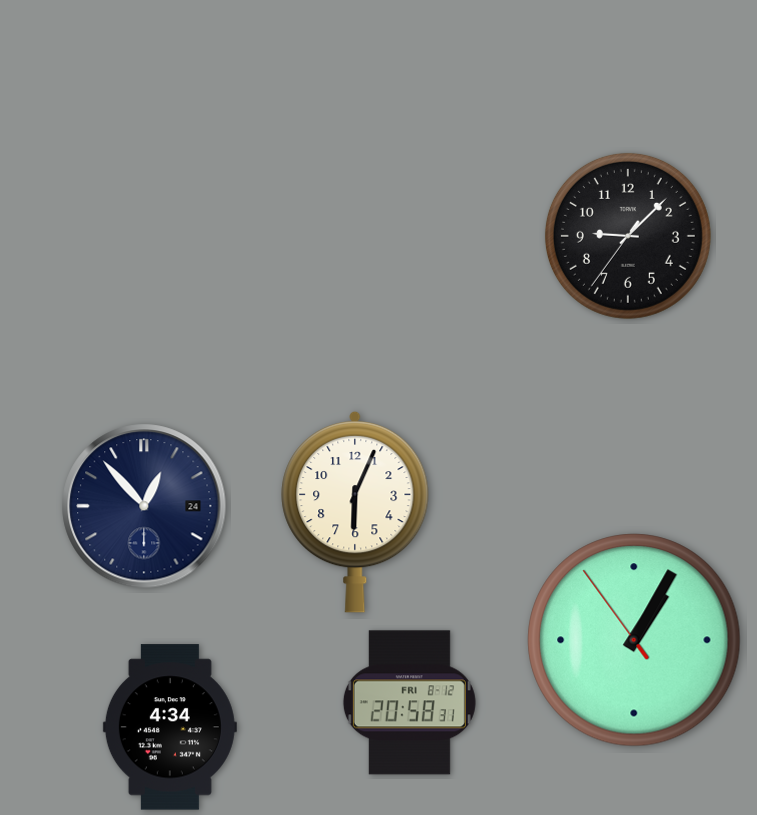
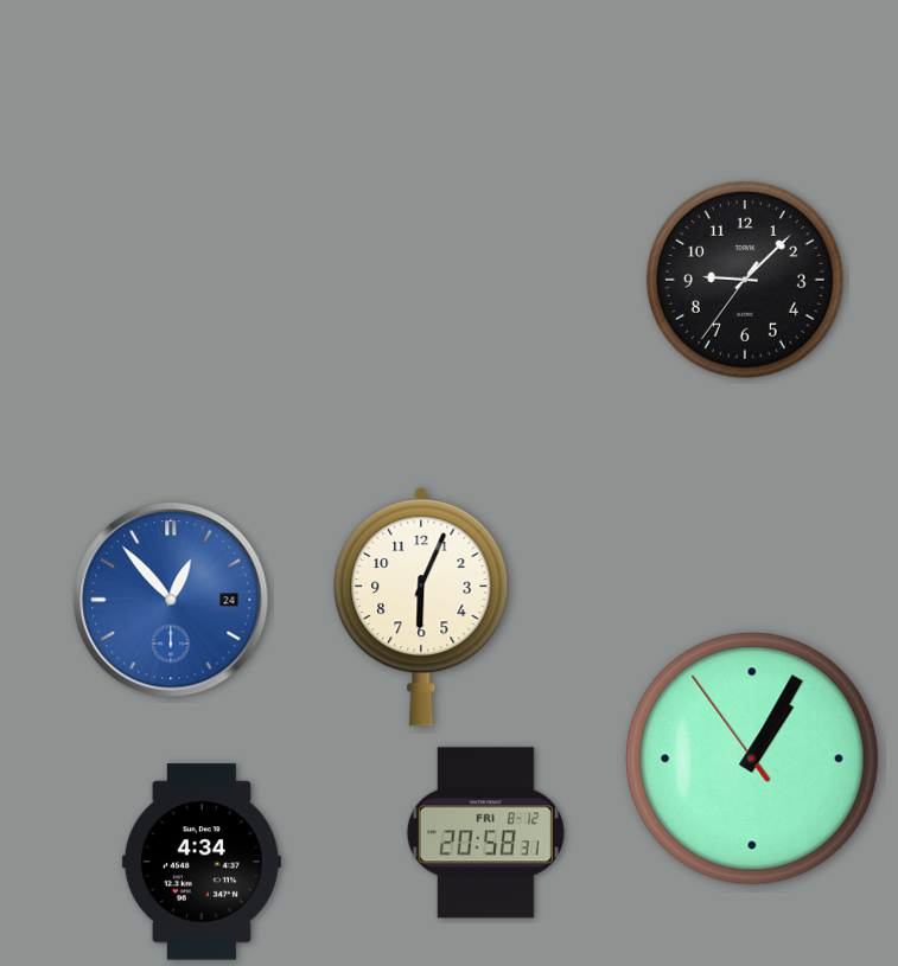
clock at (144, 506) dial: navy -> blue
